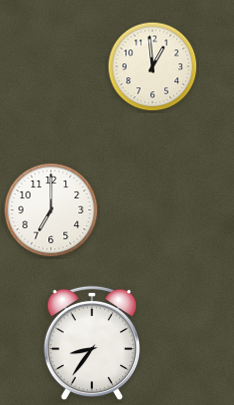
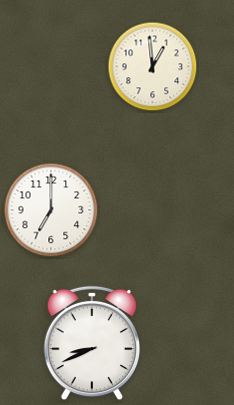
clock at (92, 343): 8:36 -> 8:41
